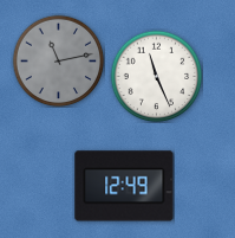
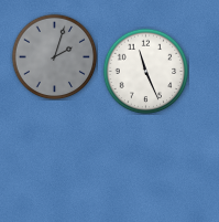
clock at (58, 60): 11:13 -> 2:03
clock at (124, 186): 12:49 -> none
